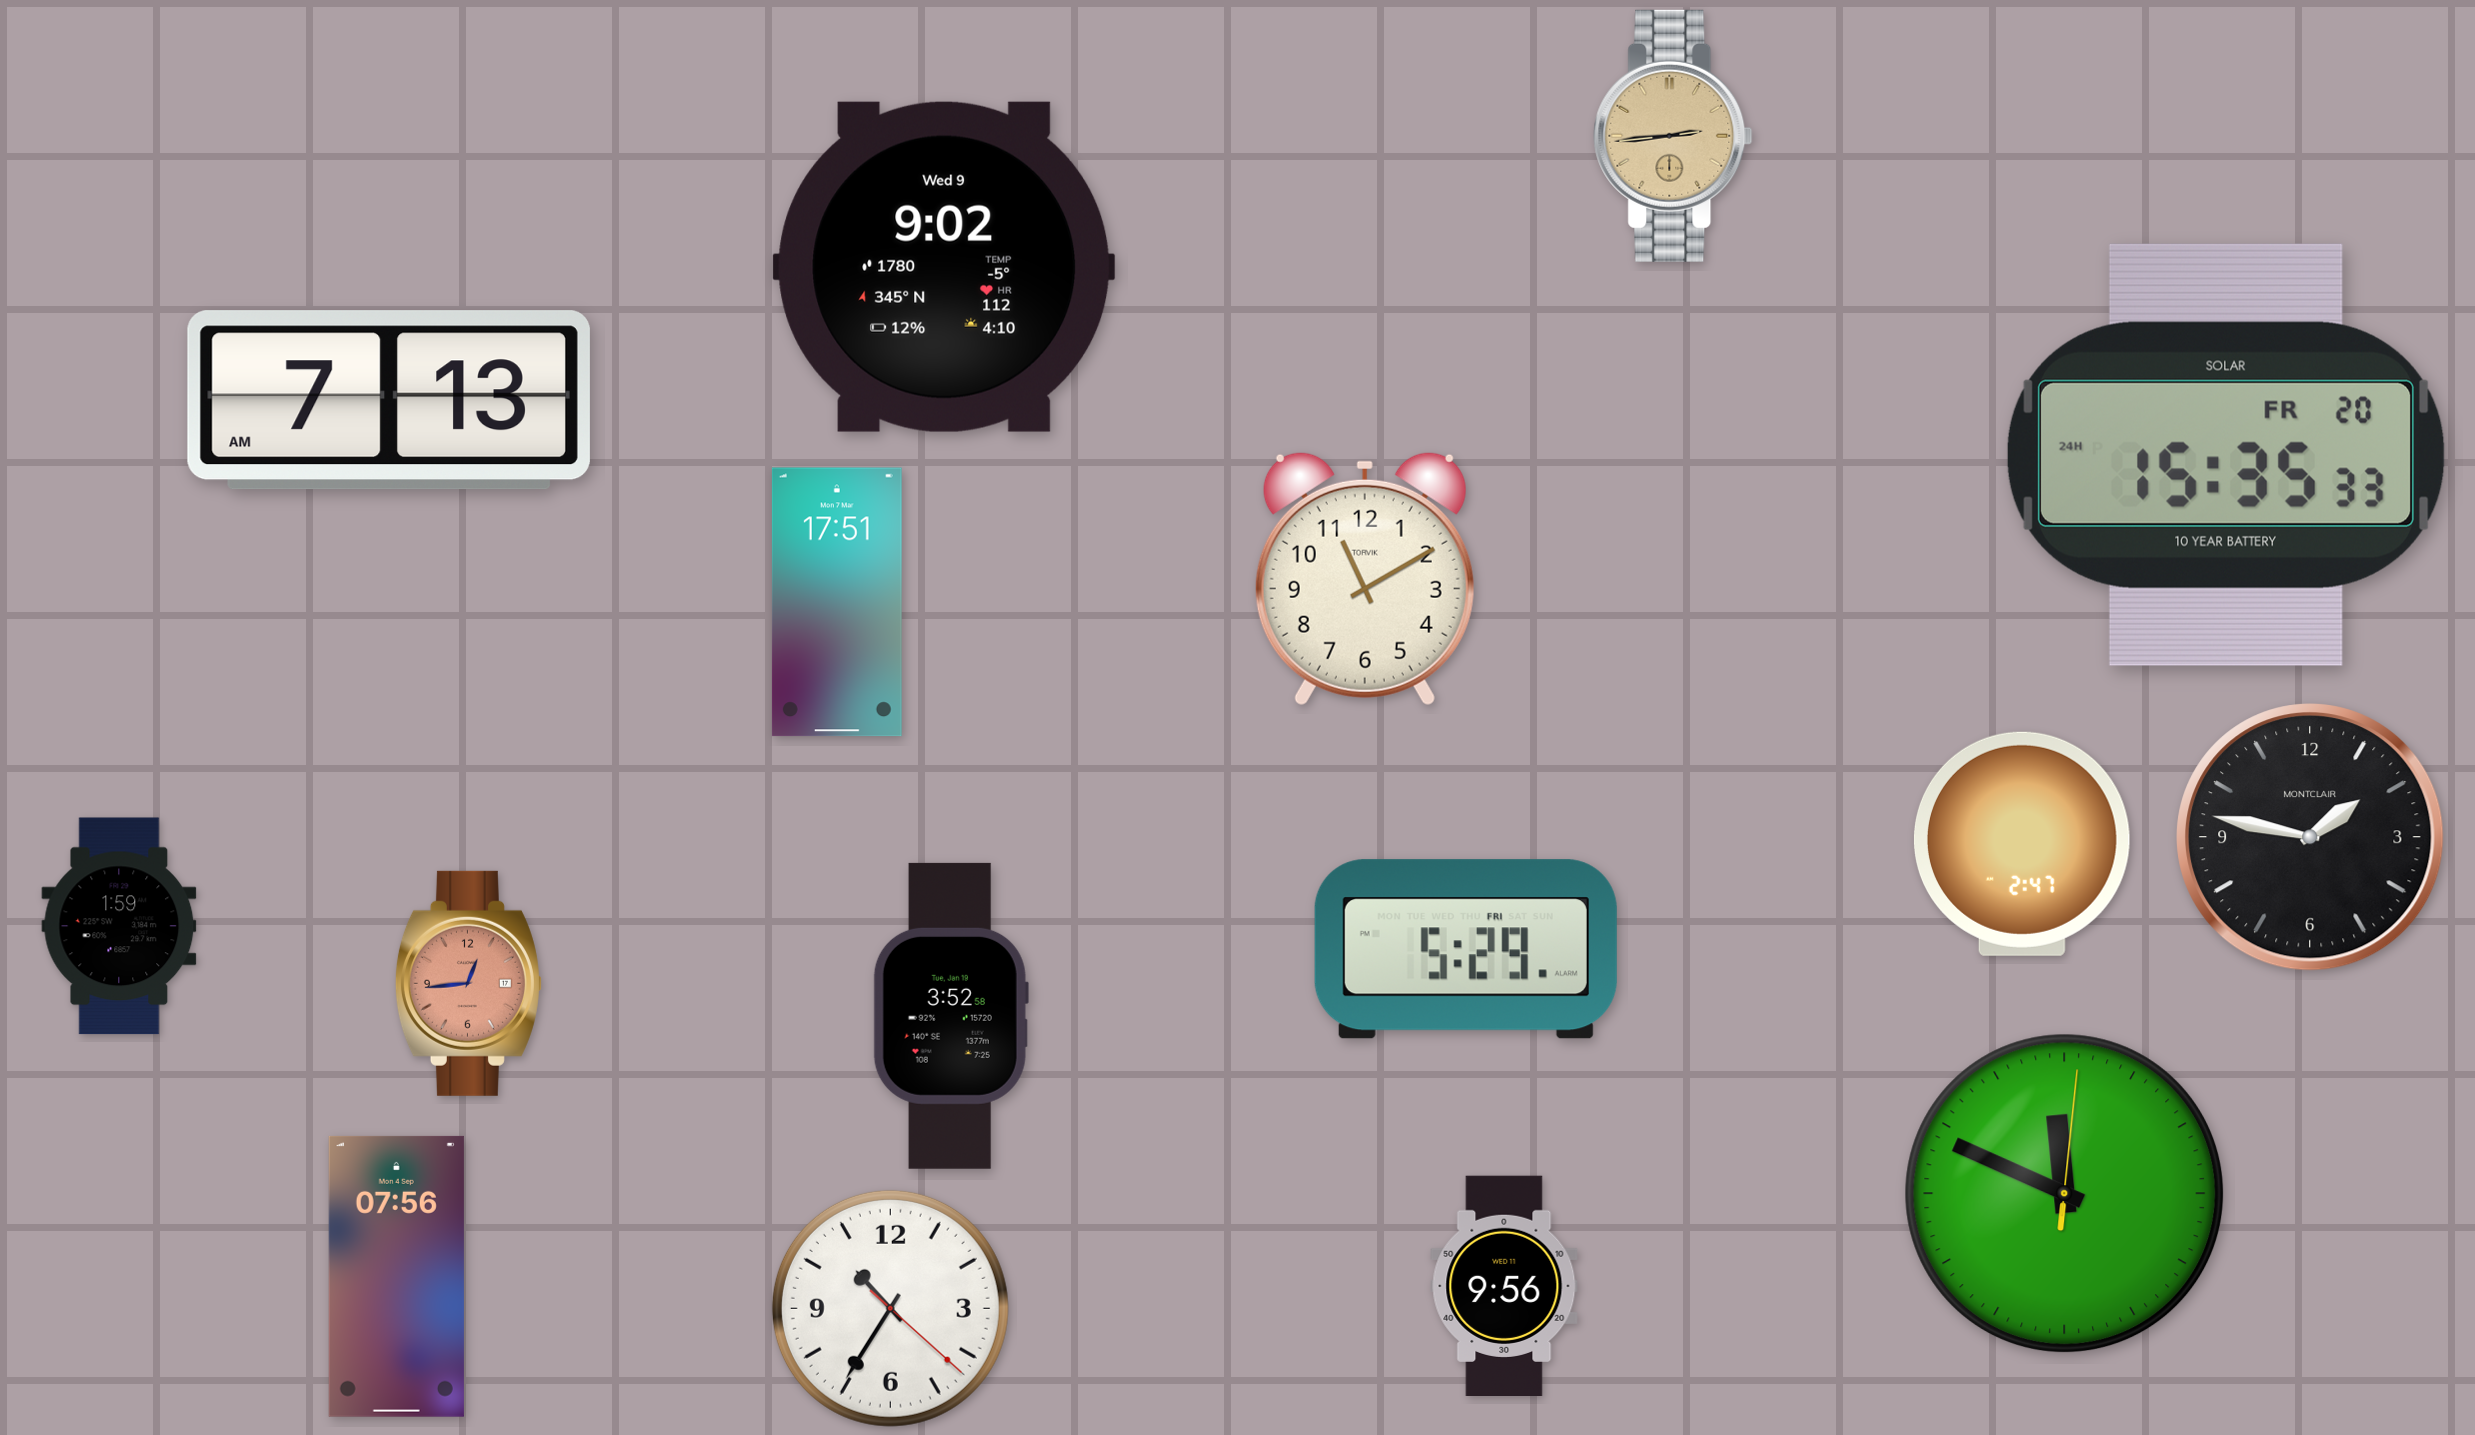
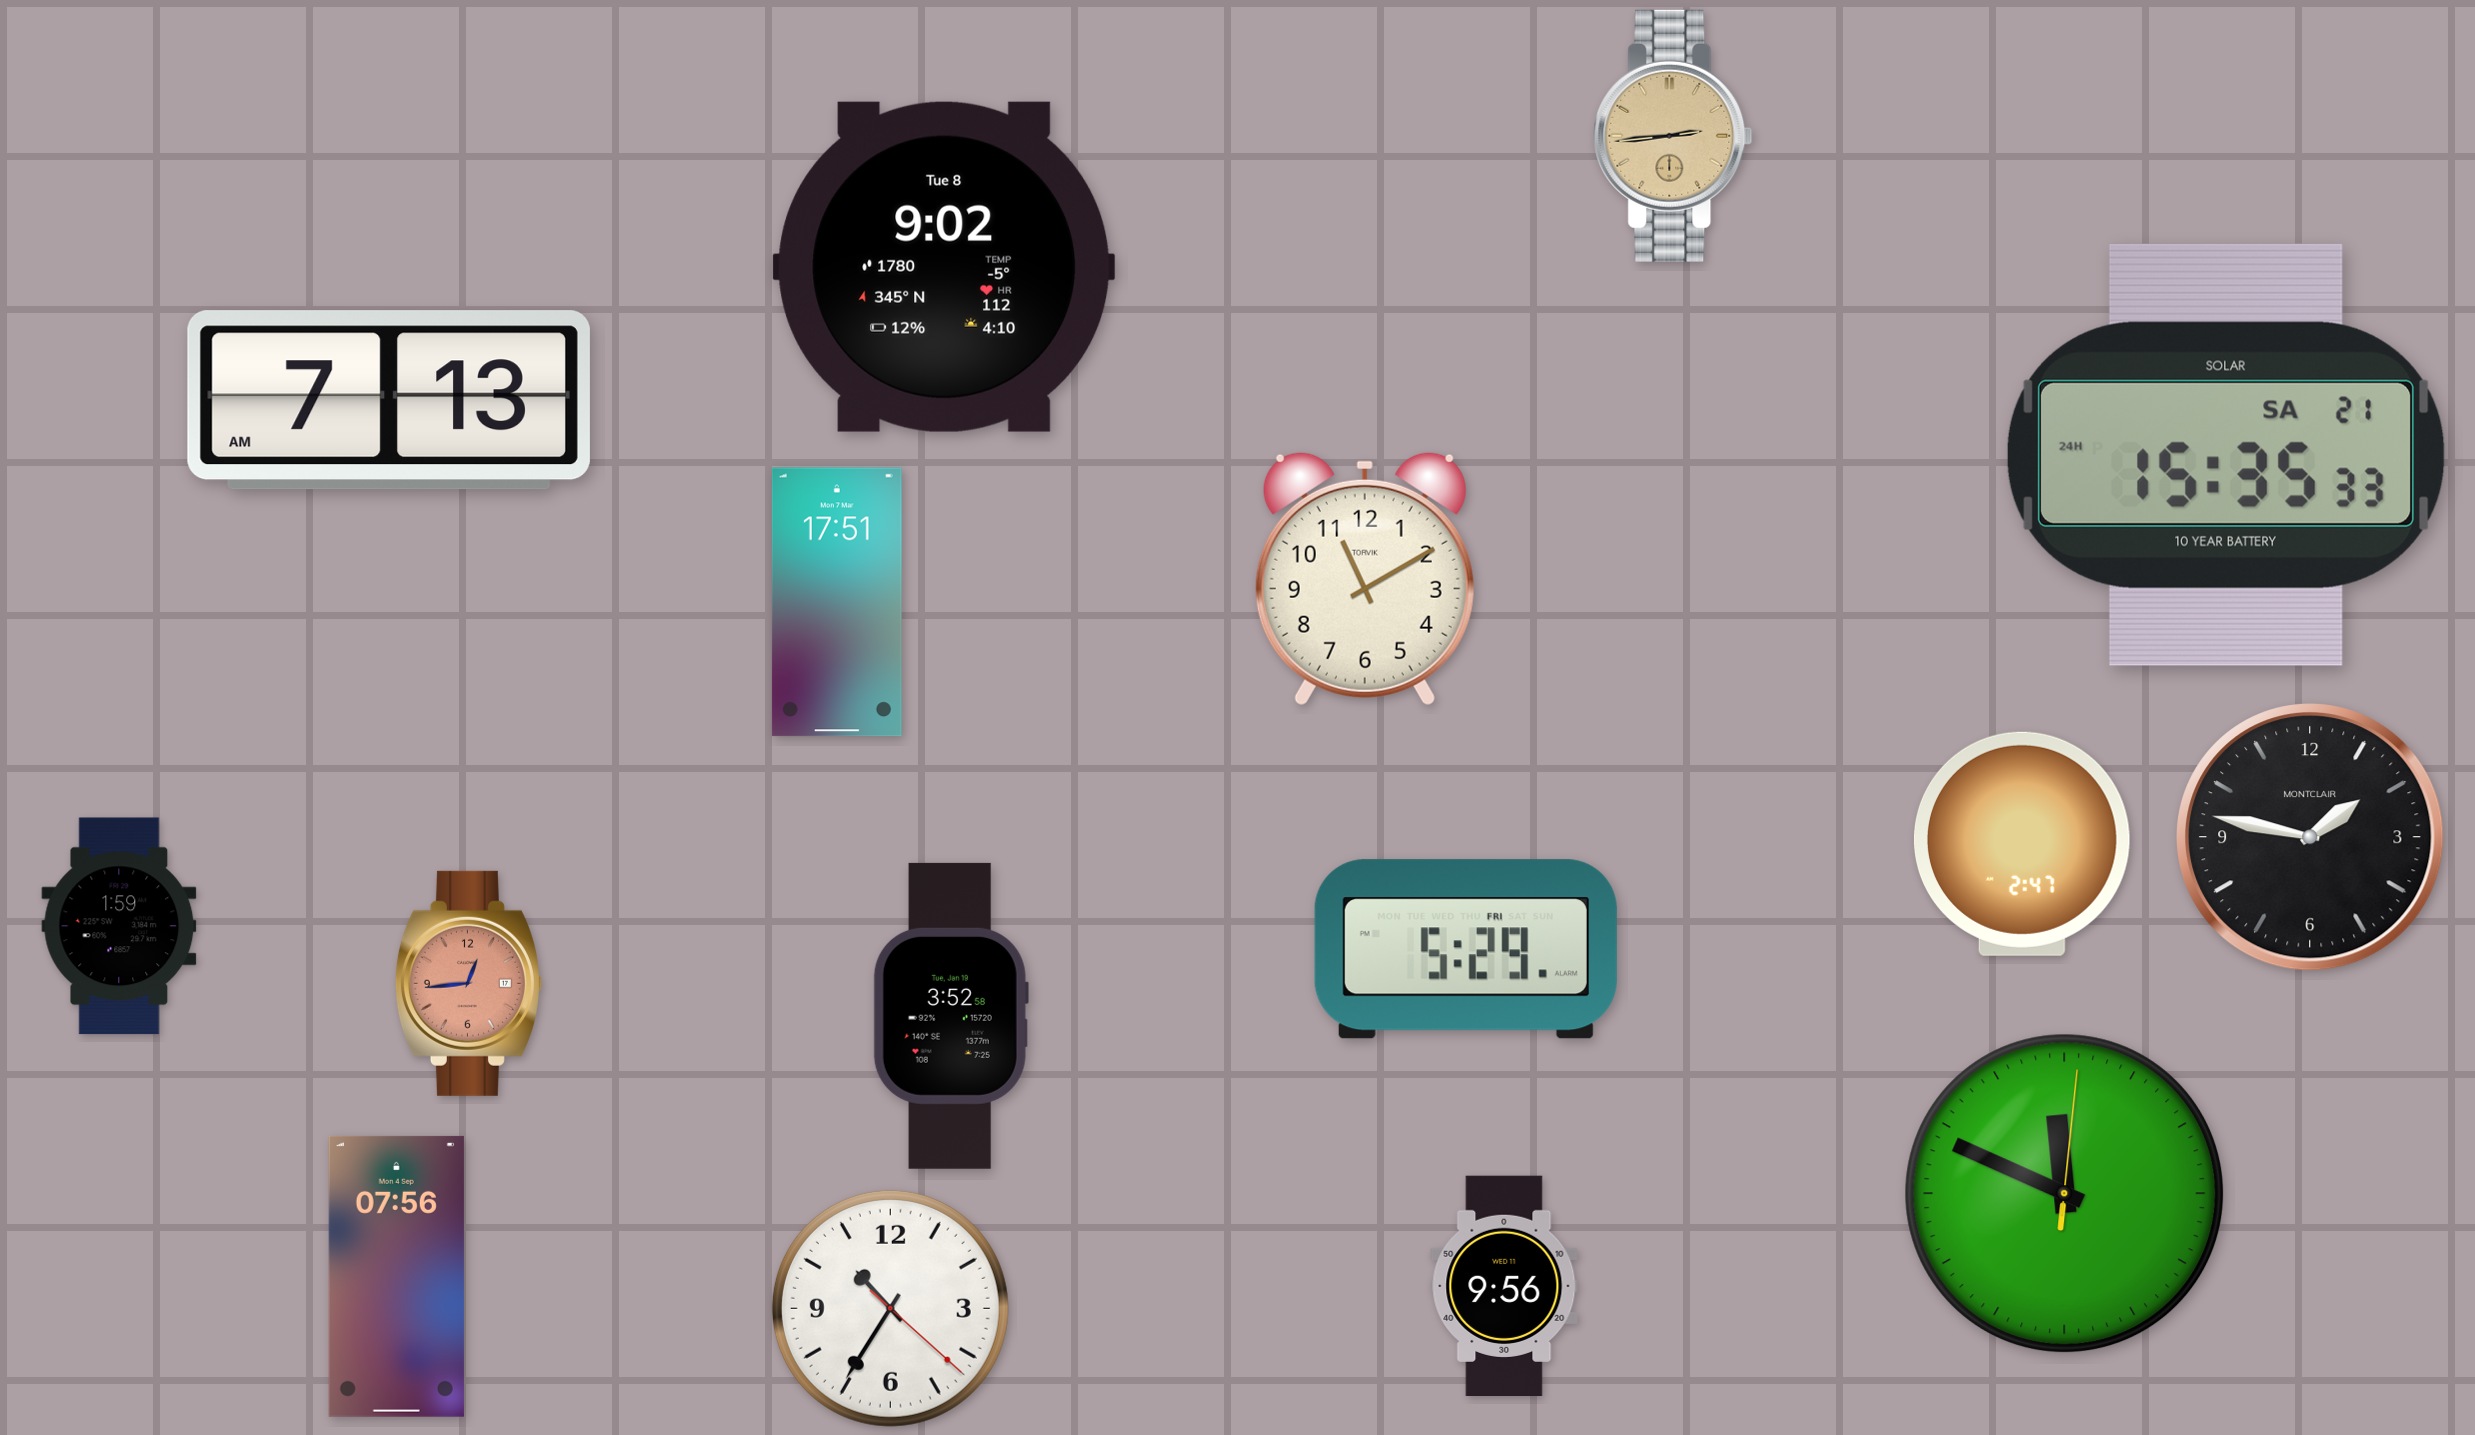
clock at (944, 267) date: Wed 9 -> Tue 8
clock at (2226, 455) date: FR 20 -> SA 21
